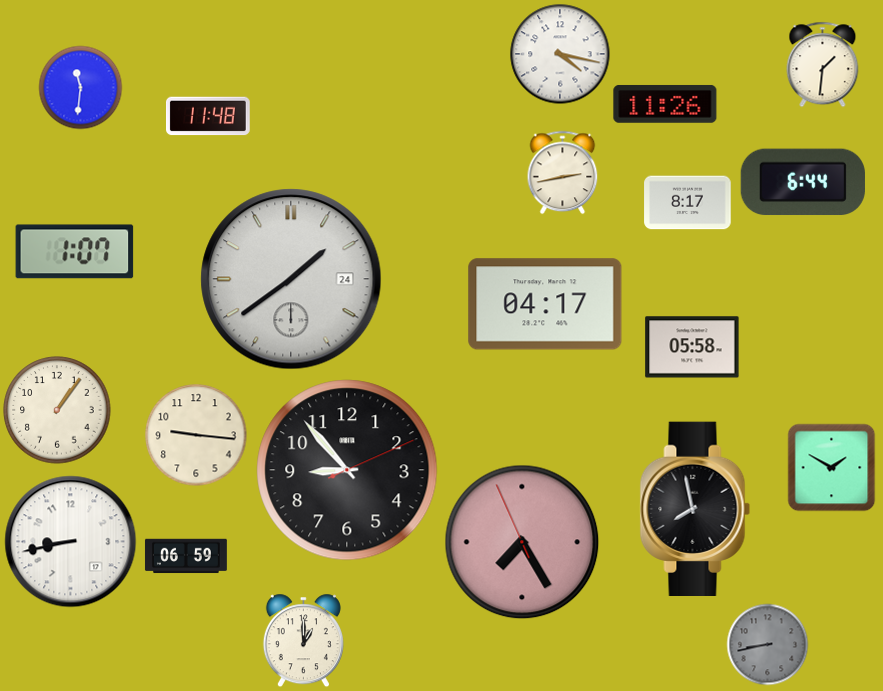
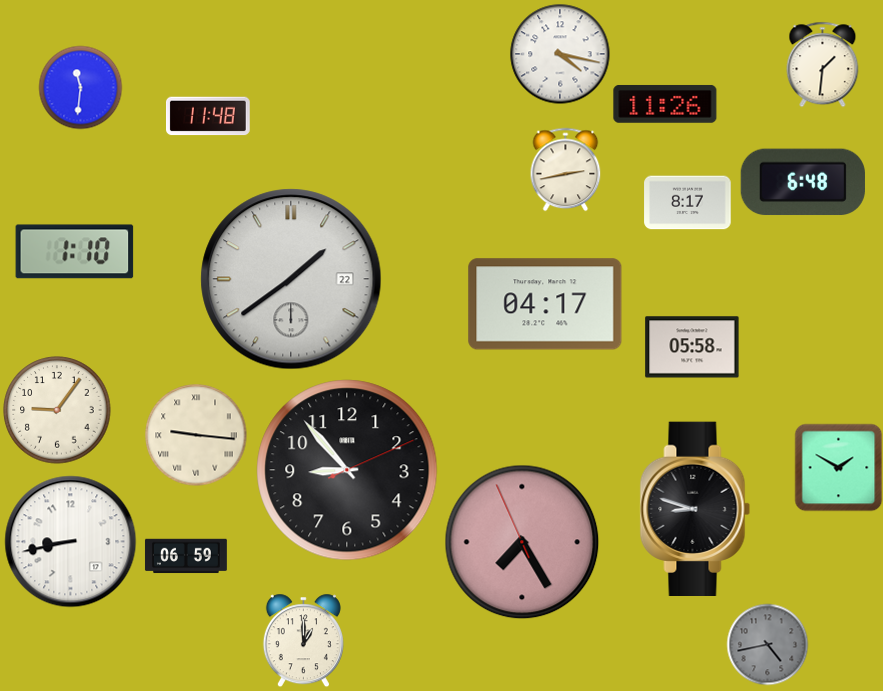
clock at (563, 172) position: (563, 172) -> (566, 169)
clock at (803, 182): 6:44 -> 6:48
clock at (75, 252): 1:07 -> 1:10
clock at (291, 279) date: 24 -> 22
clock at (57, 410): 1:06 -> 9:06
clock at (196, 435) numerals: Arabic -> Roman
clock at (831, 467) position: (831, 467) -> (838, 467)
clock at (695, 508): 7:58 -> 8:48
clock at (767, 644): 8:43 -> 4:43
